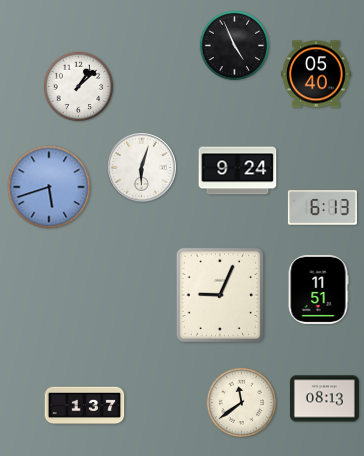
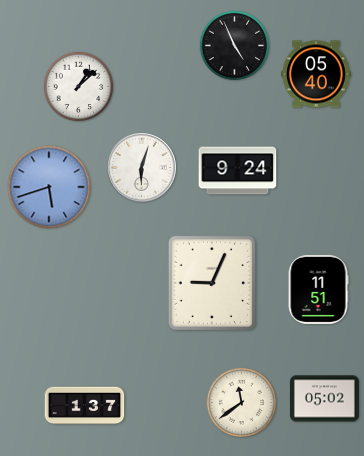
clock at (322, 208): 6:13 -> none
clock at (220, 295) position: (220, 295) -> (212, 283)
clock at (324, 399): 08:13 -> 05:02
